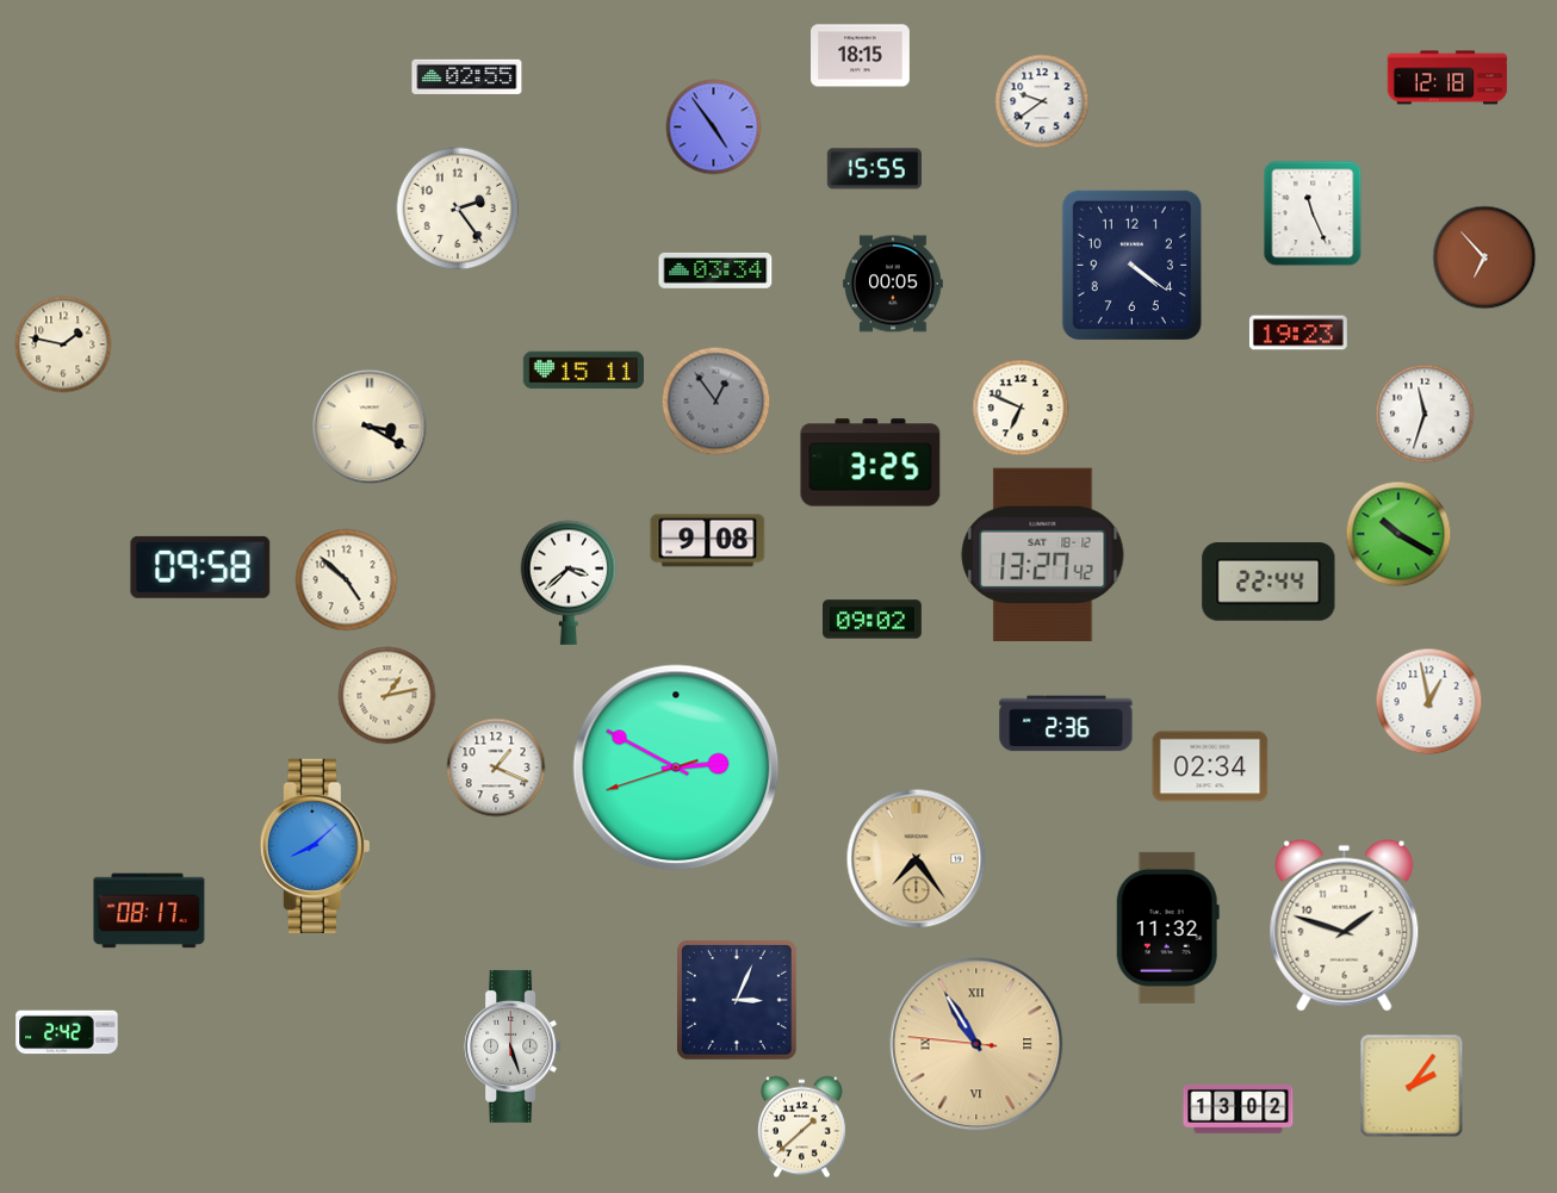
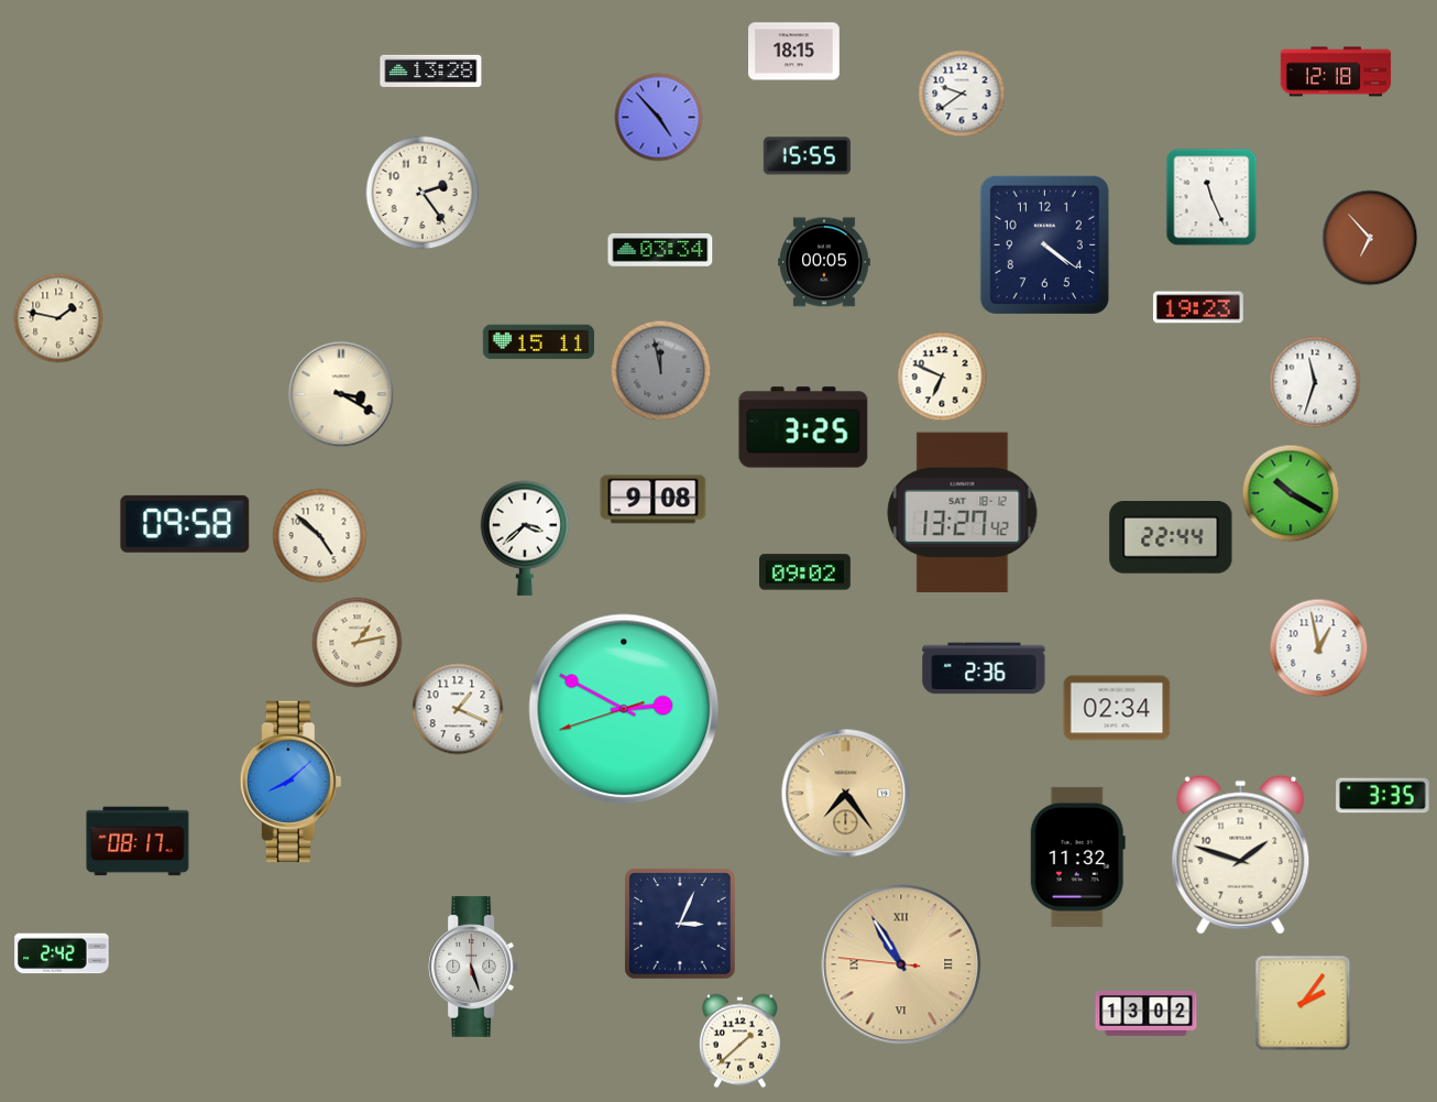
clock at (467, 76): 02:55 -> 13:28
clock at (714, 128): 4:54 -> 4:53
clock at (717, 402): 12:54 -> 11:58
clock at (1383, 796): none -> 3:35
clock at (1239, 1108) position: (1239, 1108) -> (1147, 1013)
